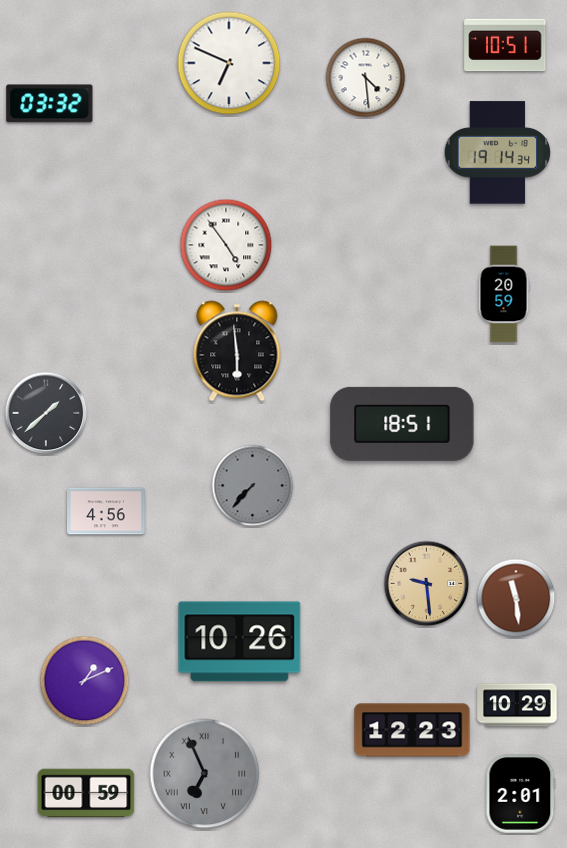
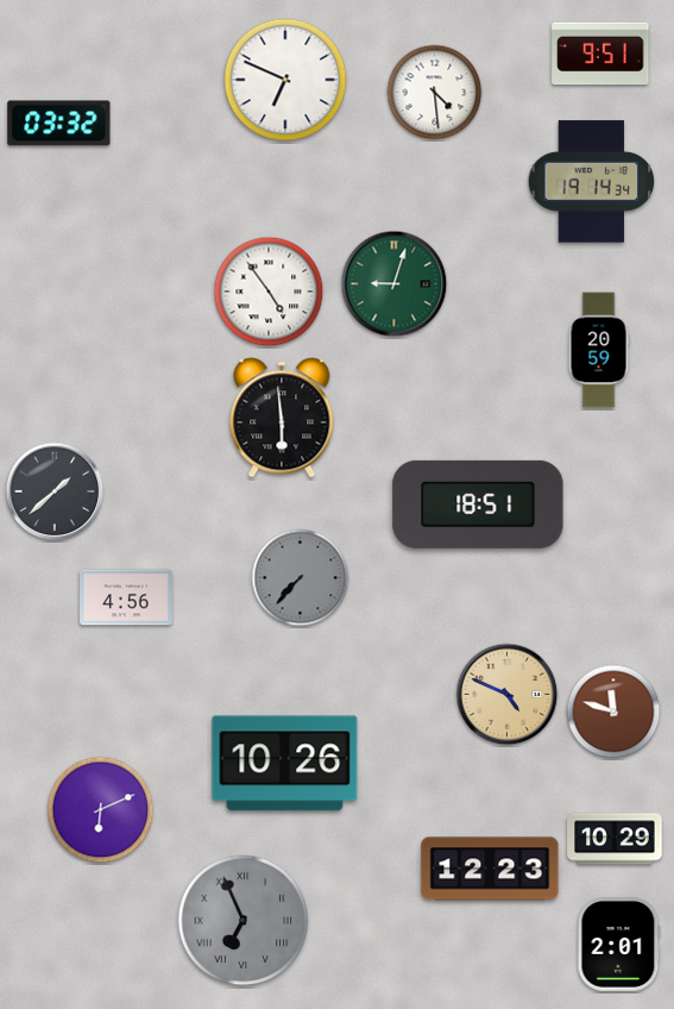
clock at (505, 45): 10:51 -> 9:51
clock at (229, 63) position: (229, 63) -> (285, 80)
clock at (395, 284): none -> 9:03
clock at (106, 511) position: (106, 511) -> (126, 597)
clock at (427, 584): 9:29 -> 4:49
clock at (516, 598): 11:29 -> 11:48
clock at (85, 681): 1:11 -> 6:11
clock at (86, 793): 00:59 -> none
